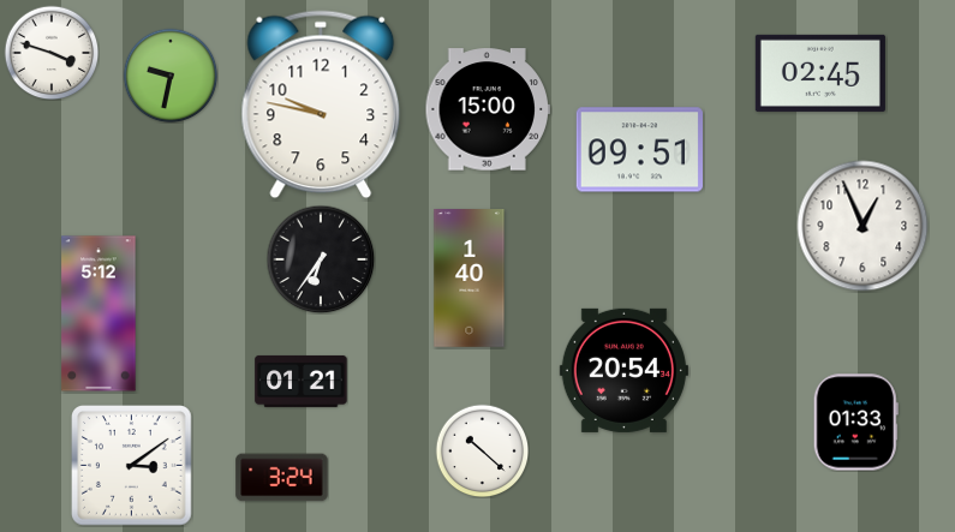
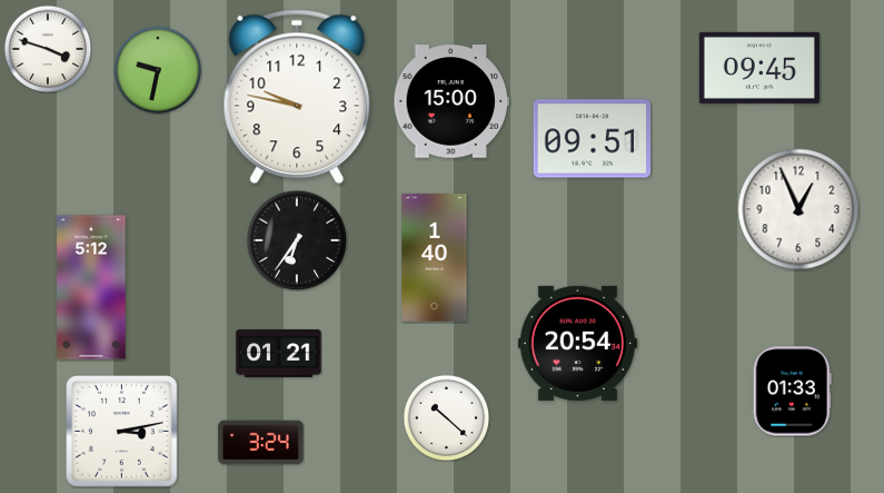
clock at (820, 73): 02:45 -> 09:45
clock at (99, 313) position: (99, 313) -> (91, 287)
clock at (132, 466): 3:09 -> 3:13
